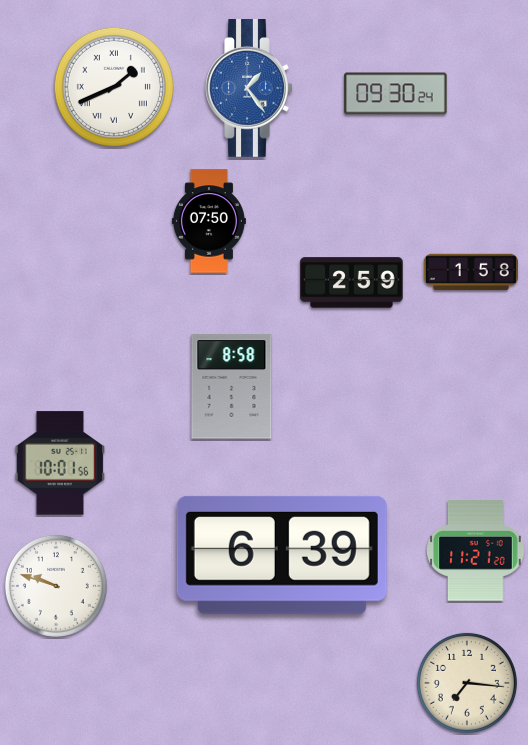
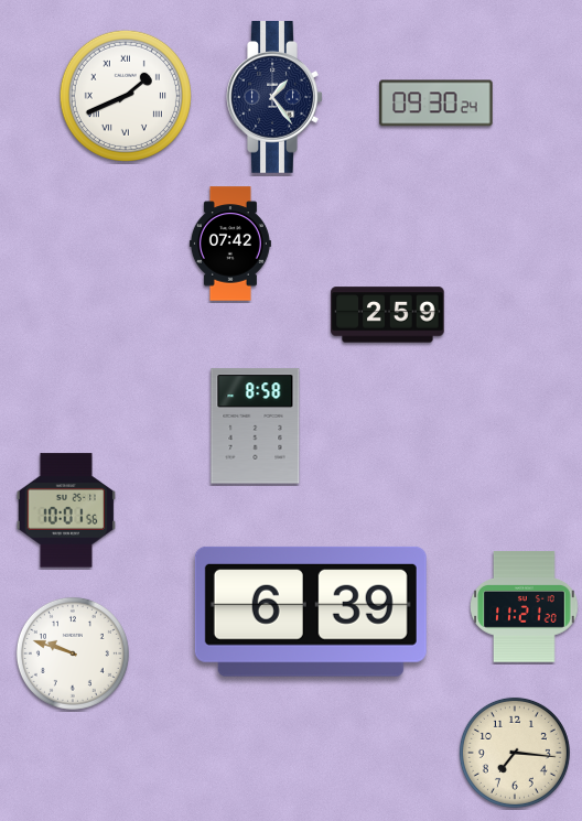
clock at (249, 89) dial: blue -> navy
clock at (209, 221): 07:50 -> 07:42
clock at (471, 272): 1:58 -> none
clock at (352, 283) position: (352, 283) -> (388, 315)
clock at (56, 586) position: (56, 586) -> (73, 653)
